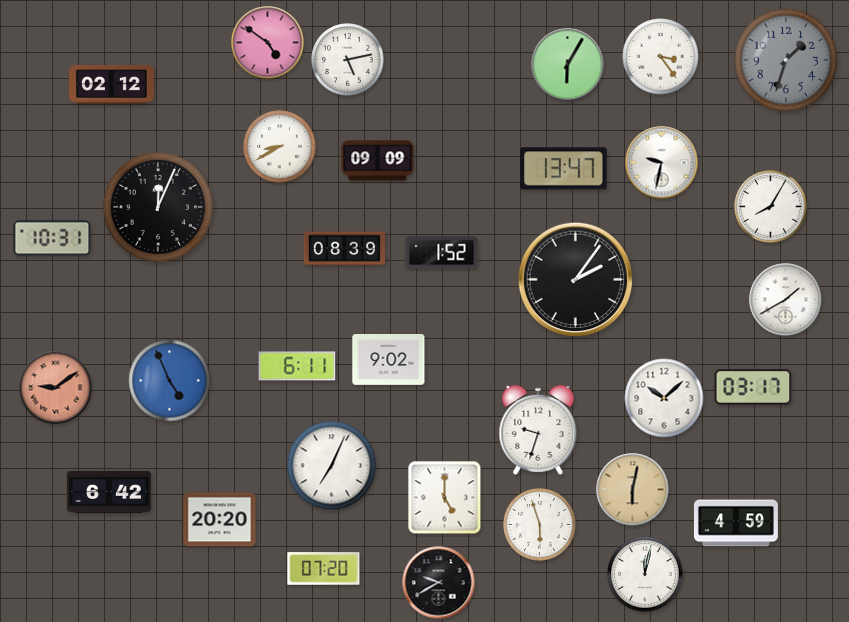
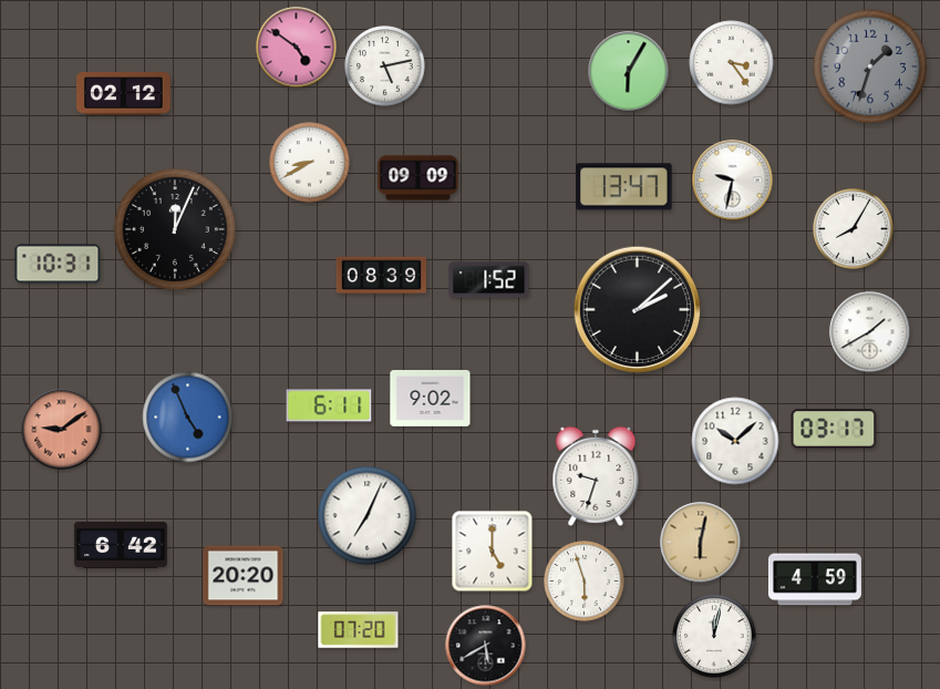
clock at (576, 280): 2:06 -> 2:08
clock at (170, 381) position: (170, 381) -> (188, 418)
clock at (540, 525) position: (540, 525) -> (585, 582)
clock at (439, 583): 9:40 -> 5:40
